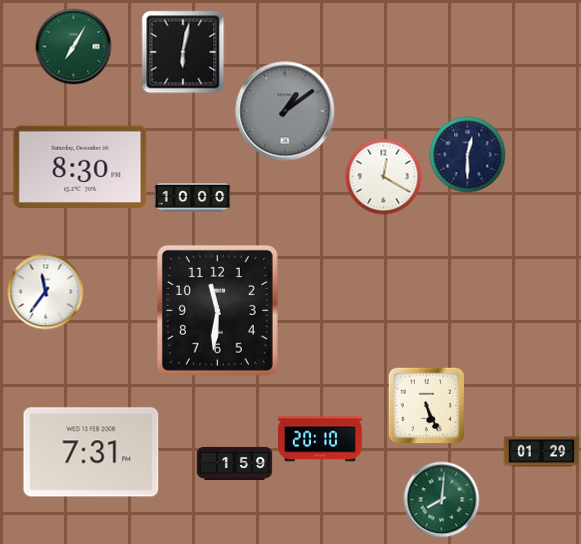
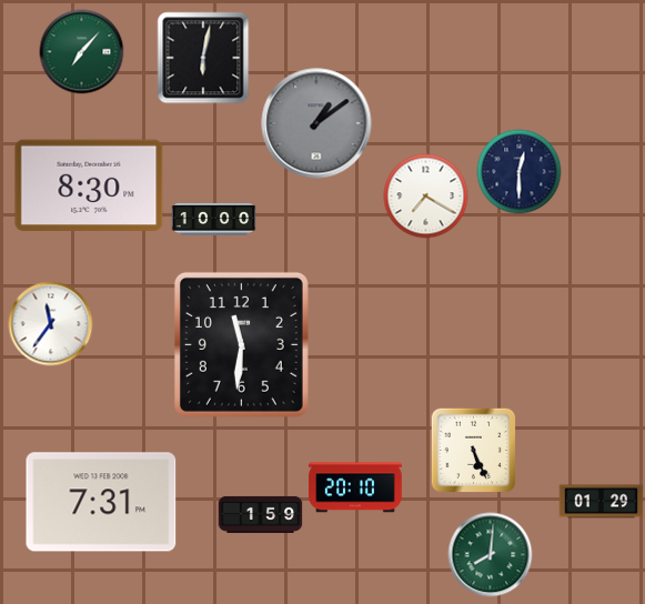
clock at (74, 47): 7:05 -> 7:07
clock at (384, 177): 12:20 -> 7:20
